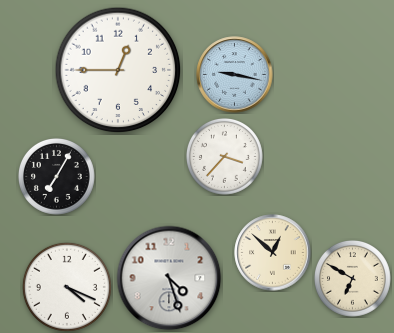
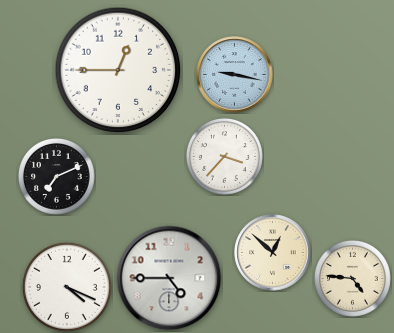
clock at (57, 177): 7:05 -> 7:11
clock at (169, 278): 4:27 -> 4:45
clock at (353, 279): 6:50 -> 4:46
